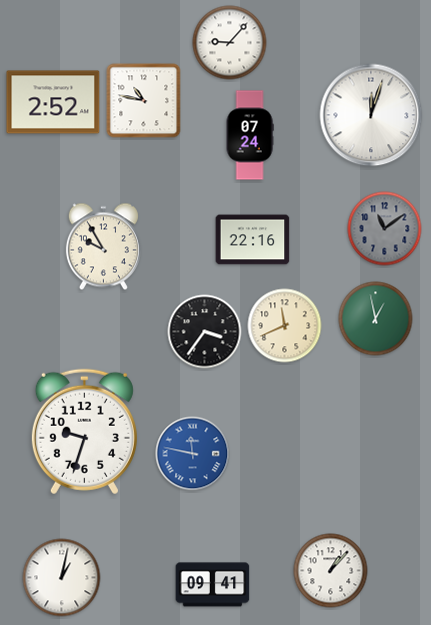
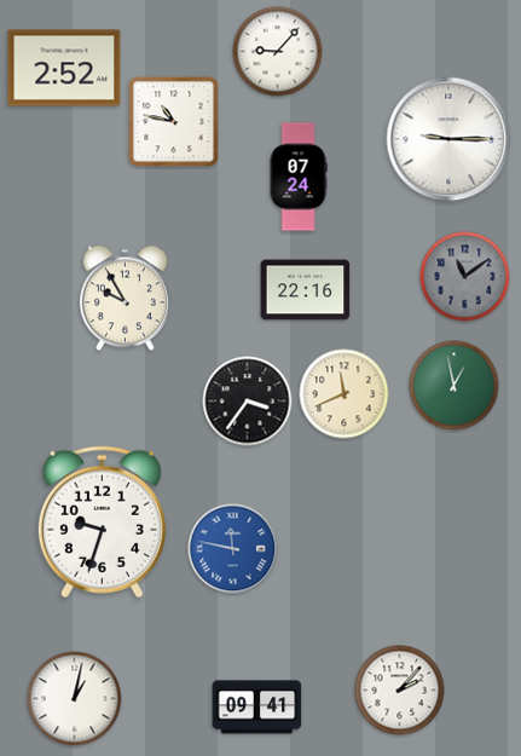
clock at (53, 102) position: (53, 102) -> (64, 68)
clock at (371, 115): 12:03 -> 9:15
clock at (250, 135) position: (250, 135) -> (299, 177)
clock at (331, 571): 1:07 -> 2:07
